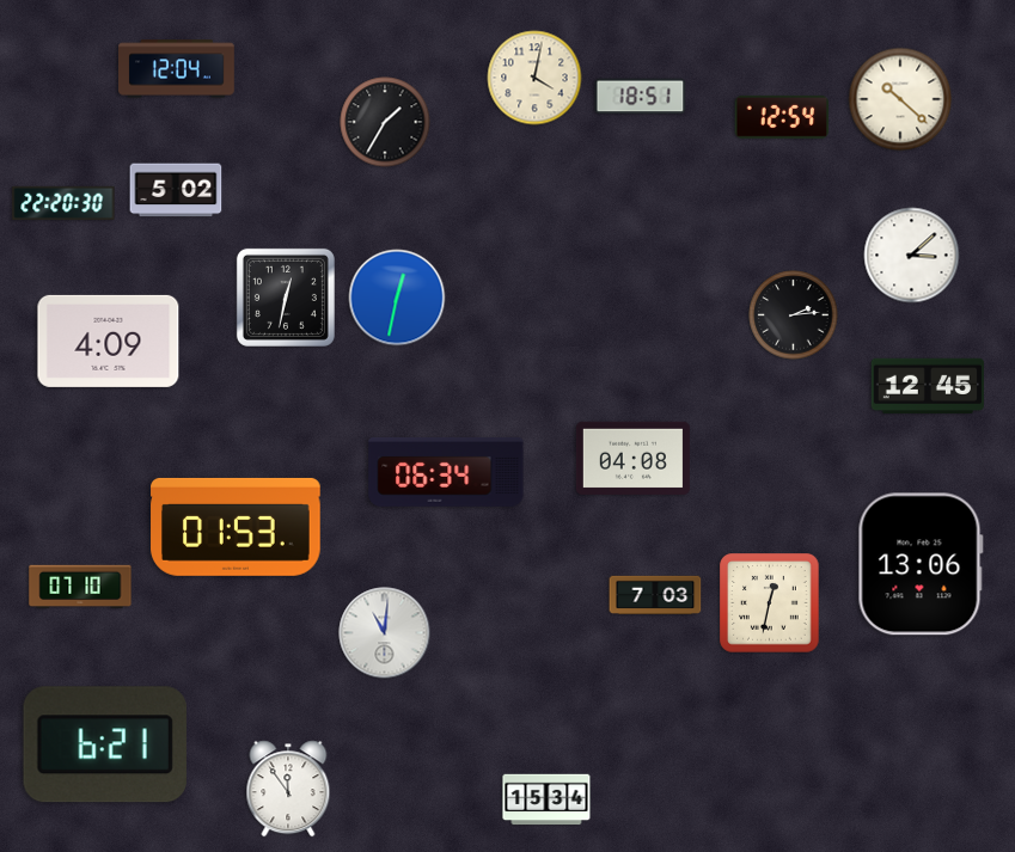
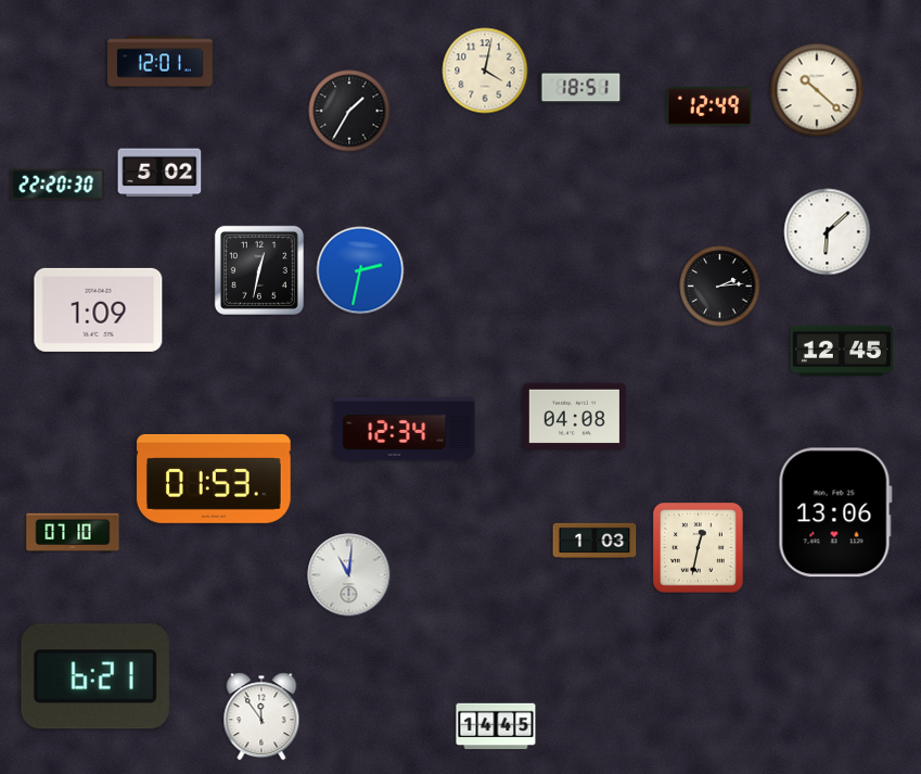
clock at (177, 69): 12:04 -> 12:01
clock at (782, 117): 12:54 -> 12:49
clock at (912, 256): 3:08 -> 6:08
clock at (397, 298): 12:32 -> 2:32
clock at (109, 341): 4:09 -> 1:09
clock at (446, 472): 06:34 -> 12:34
clock at (655, 595): 7:03 -> 1:03
clock at (546, 799): 15:34 -> 14:45
